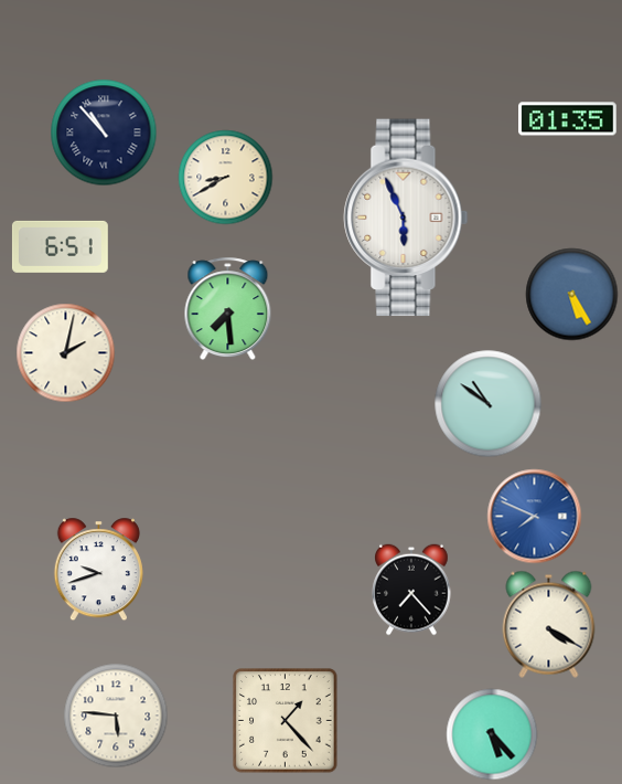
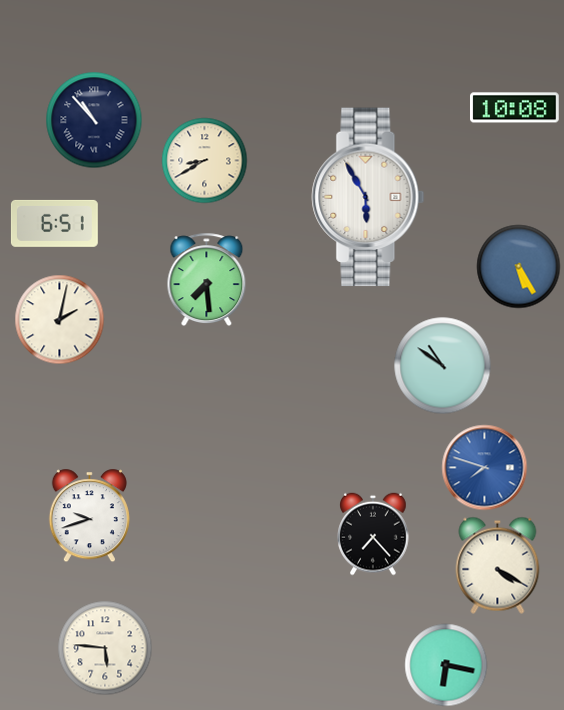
clock at (568, 119): 01:35 -> 10:08
clock at (406, 218): 5:56 -> 5:55
clock at (535, 517): 7:49 -> 7:48
clock at (286, 721): 1:23 -> none
clock at (492, 734): 5:23 -> 6:17
